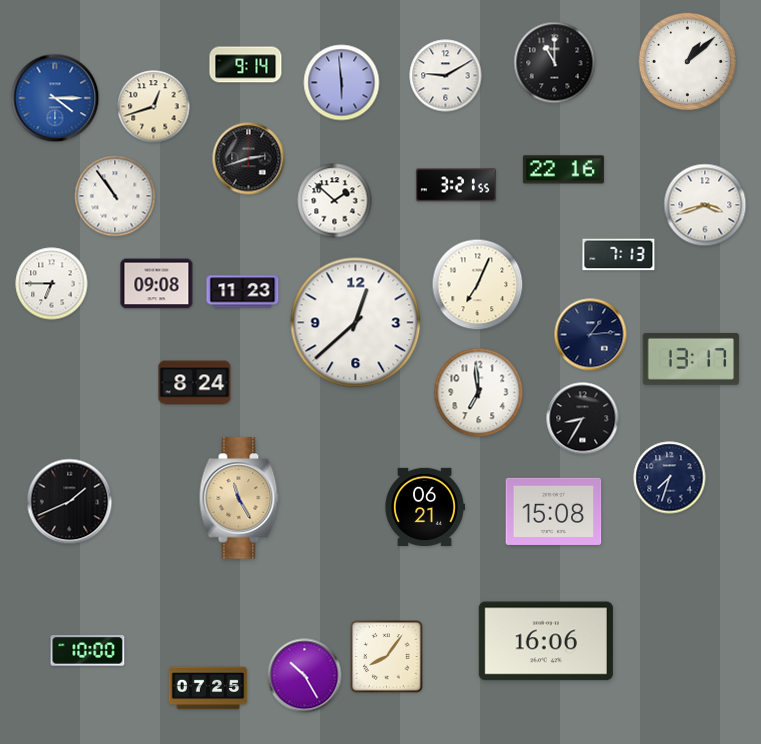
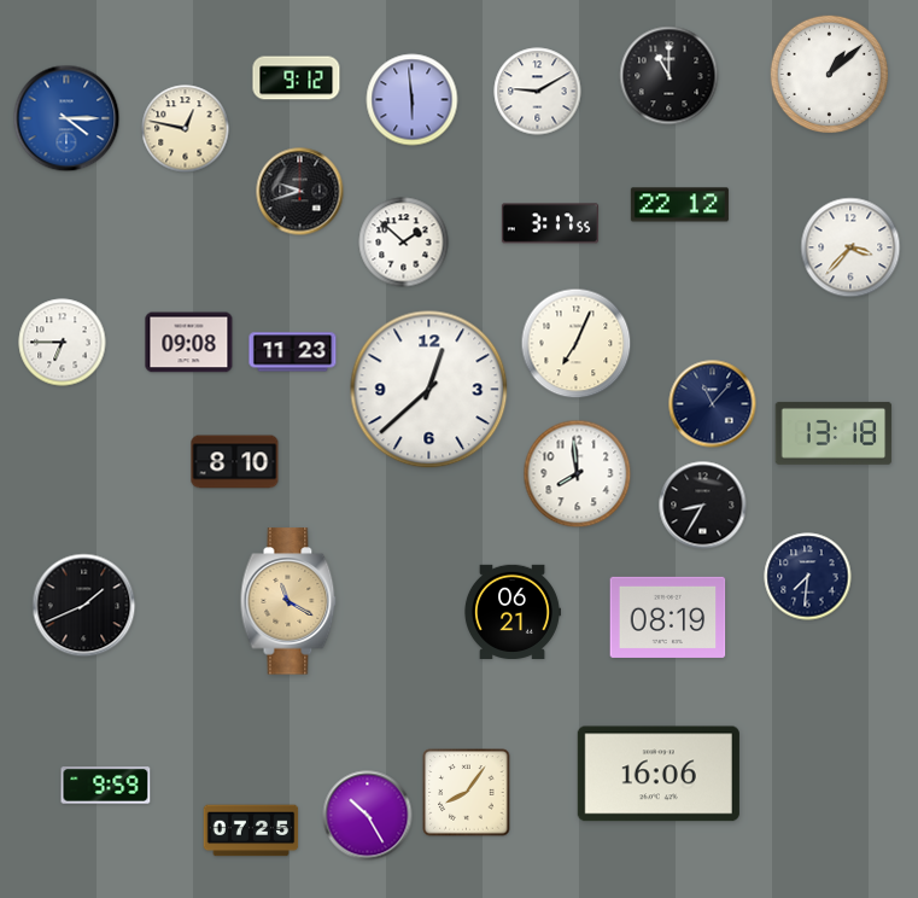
clock at (246, 65): 9:14 -> 9:12
clock at (154, 107): 12:42 -> 12:47
clock at (249, 159): 2:42 -> 9:42
clock at (563, 170): 22:16 -> 22:12
clock at (456, 185): 3:21 -> 3:17
clock at (115, 196): 10:54 -> none
clock at (705, 205): 3:42 -> 3:37
clock at (619, 255): 7:13 -> none
clock at (591, 335): 1:14 -> 11:07
clock at (691, 359): 13:17 -> 13:18
clock at (195, 383): 8:24 -> 8:10
clock at (479, 393): 6:59 -> 7:59
clock at (670, 478): 7:33 -> 7:31
clock at (239, 498): 11:25 -> 11:20
clock at (554, 511): 15:08 -> 08:19
clock at (88, 651): 10:00 -> 9:59
